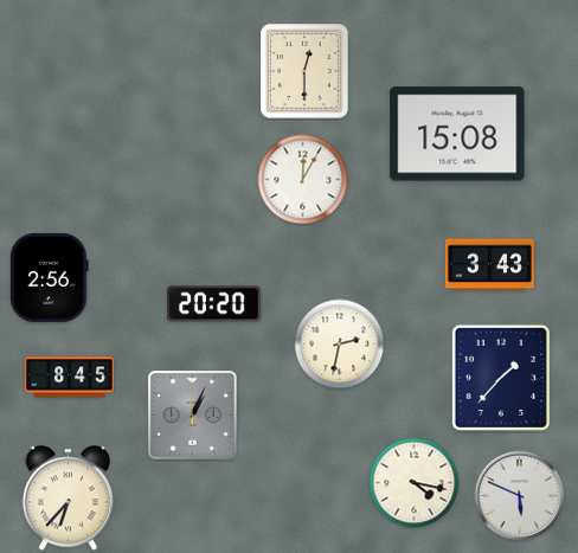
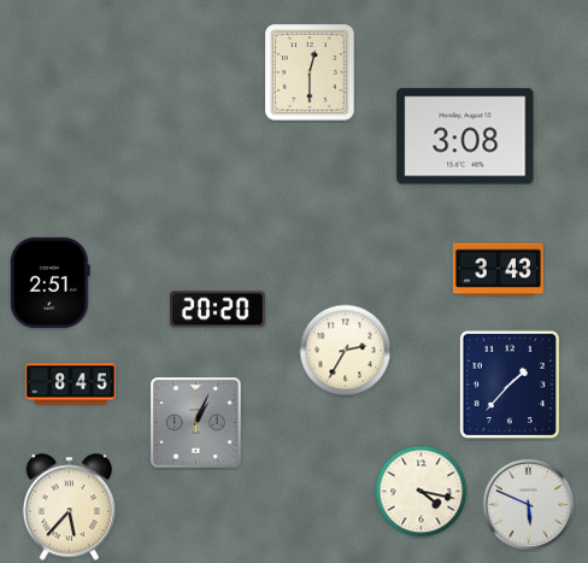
clock at (457, 134): 15:08 -> 3:08
clock at (303, 180): 12:05 -> none
clock at (50, 277): 2:56 -> 2:51
clock at (340, 345): 2:32 -> 2:35
clock at (69, 499): 6:37 -> 5:37
